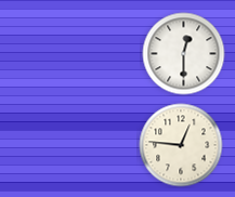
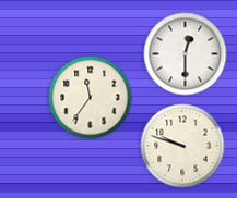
clock at (91, 98): none -> 11:36
clock at (181, 145): 12:46 -> 9:48
